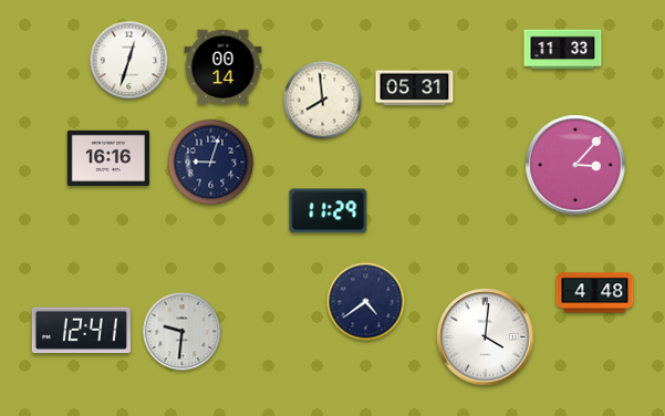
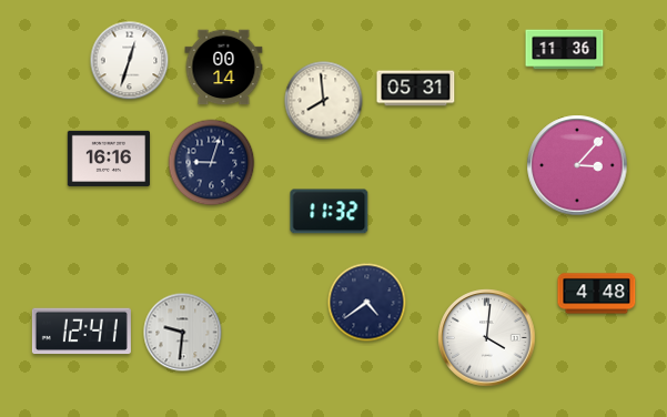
clock at (563, 50): 11:33 -> 11:36
clock at (329, 211): 11:29 -> 11:32
